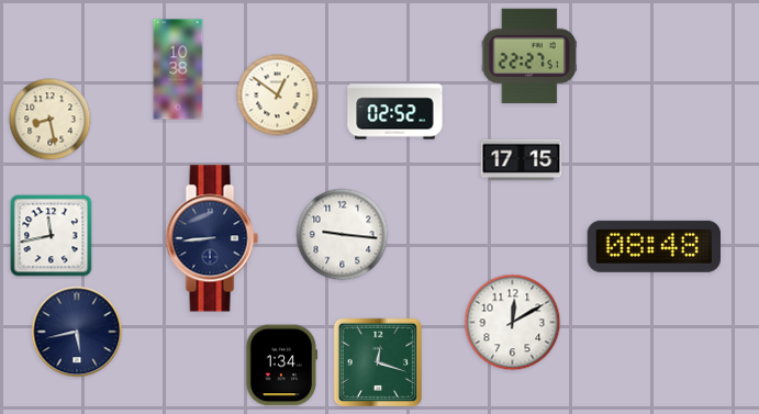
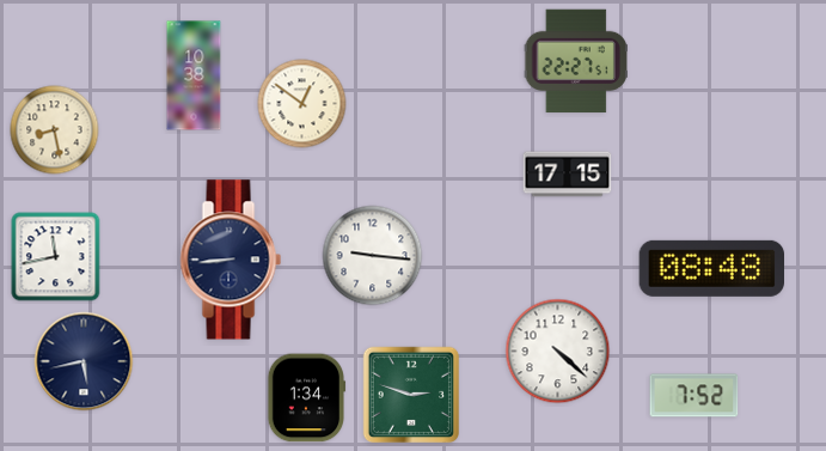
clock at (395, 112): 02:52 -> none
clock at (513, 323): 12:10 -> 4:22
clock at (377, 361): 12:18 -> 2:48
clock at (695, 396): none -> 7:52
